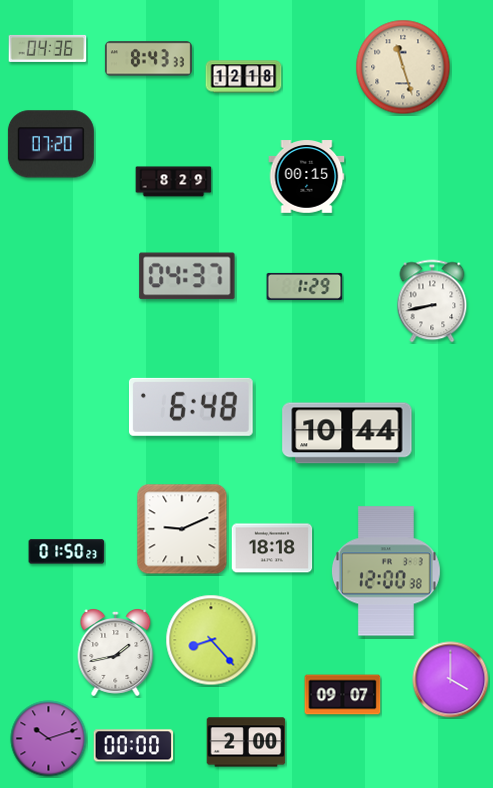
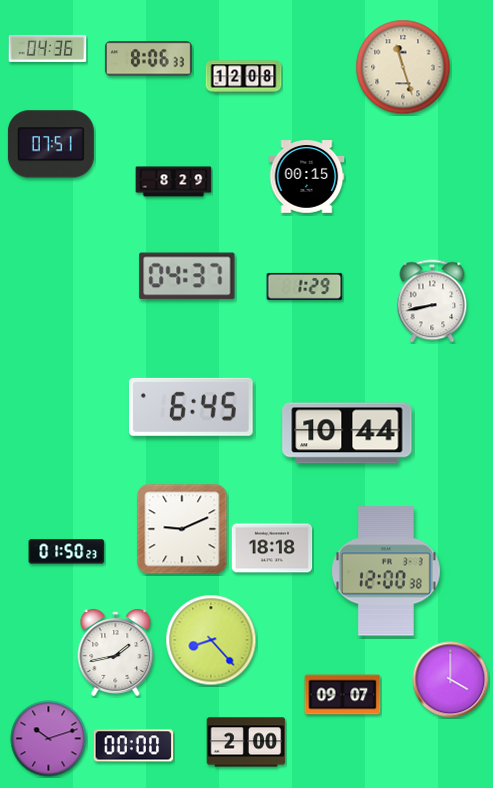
clock at (148, 59): 8:43 -> 8:06
clock at (244, 77): 12:18 -> 12:08
clock at (51, 144): 07:20 -> 07:51
clock at (191, 407): 6:48 -> 6:45
